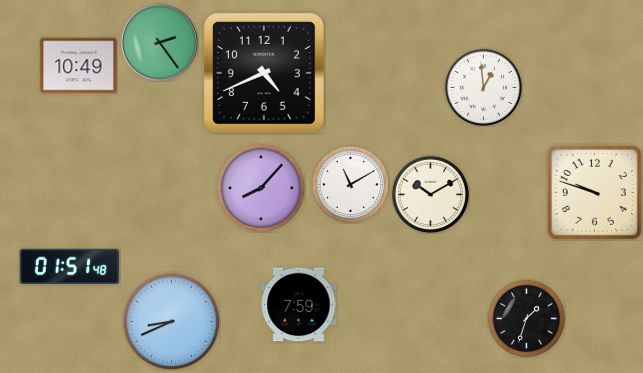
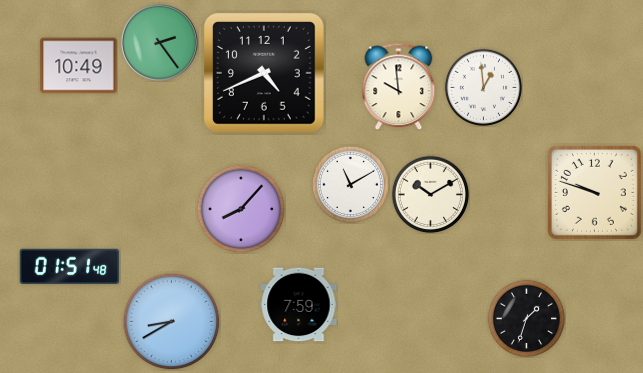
clock at (399, 86): none -> 9:59
clock at (261, 188) position: (261, 188) -> (241, 209)
clock at (171, 321): 8:41 -> 8:40
